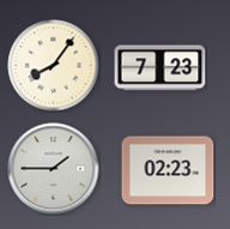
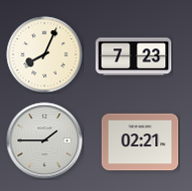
clock at (54, 66): 8:06 -> 8:04
clock at (168, 170): 02:23 -> 02:21
